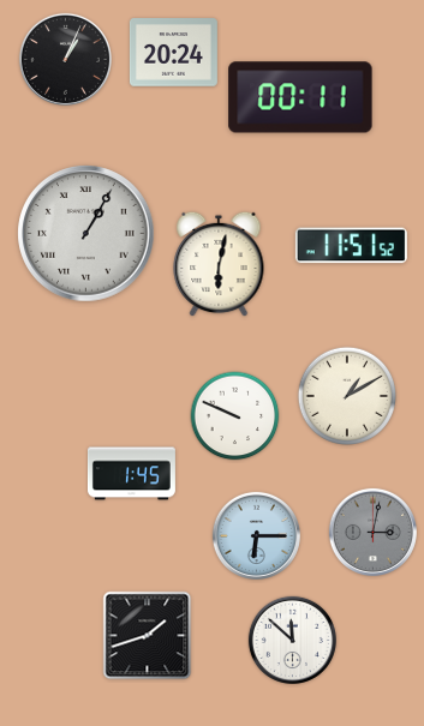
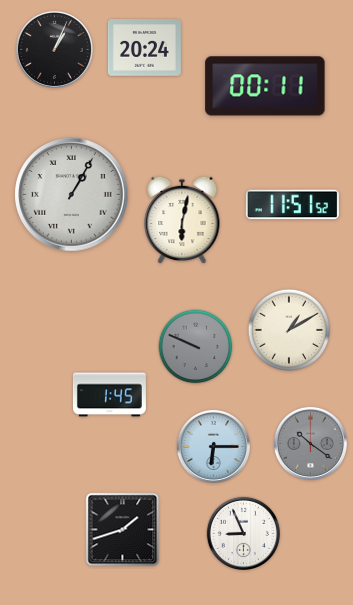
clock at (173, 53) position: (173, 53) -> (144, 48)
clock at (300, 97) position: (300, 97) -> (265, 86)
clock at (235, 416) dial: white -> grey
clock at (372, 532): 3:02 -> 10:21
clock at (292, 640): 11:52 -> 8:56
